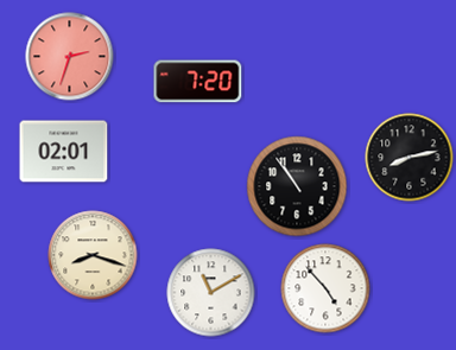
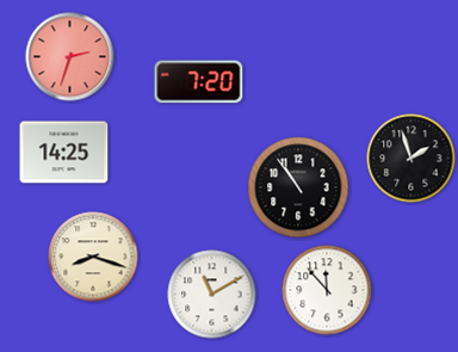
clock at (64, 152): 02:01 -> 14:25
clock at (410, 158): 8:13 -> 1:57
clock at (325, 288): 4:53 -> 11:53
